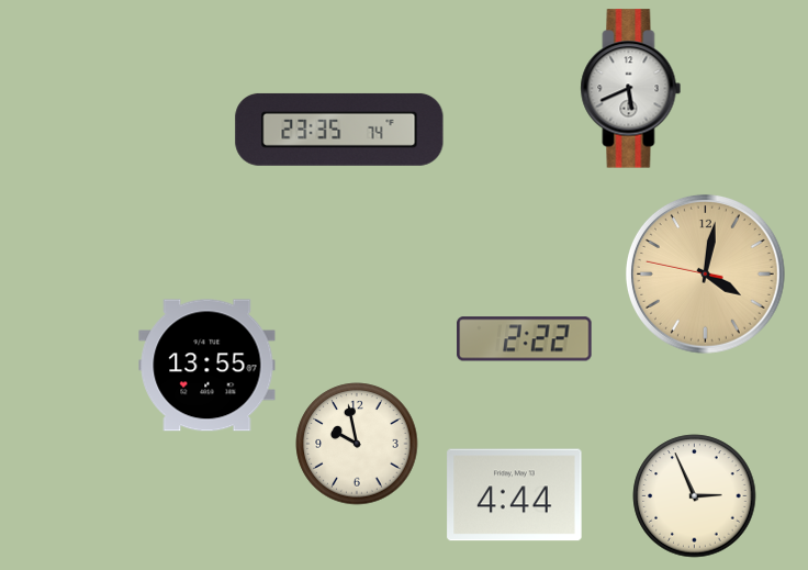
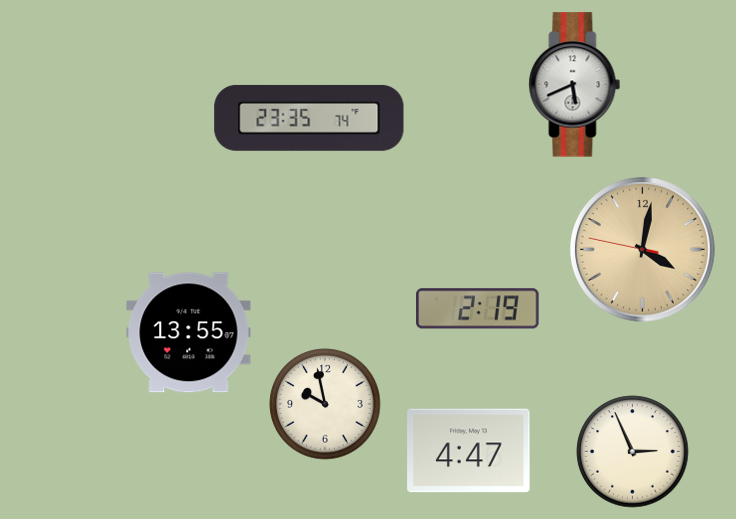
clock at (631, 89) position: (631, 89) -> (575, 85)
clock at (525, 339): 2:22 -> 2:19
clock at (515, 495): 4:44 -> 4:47
